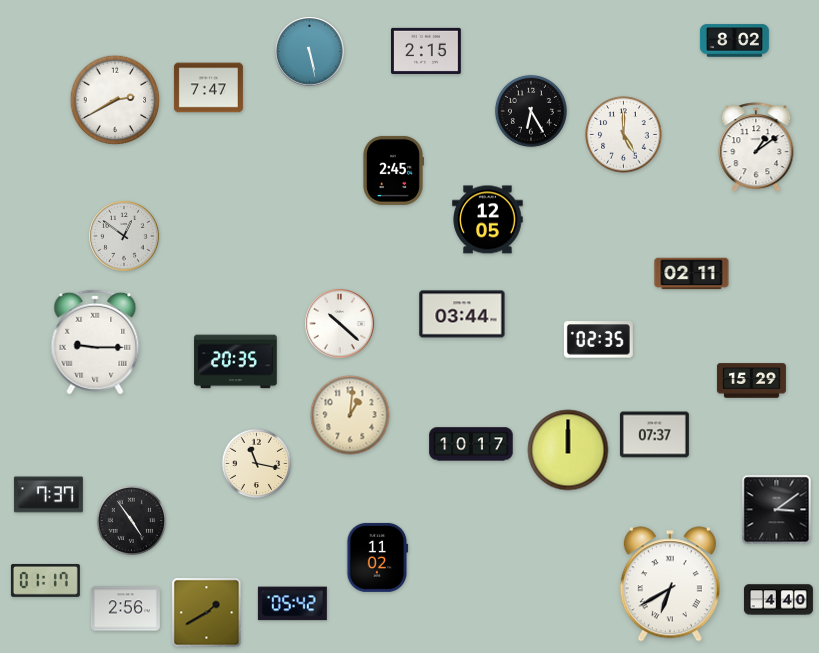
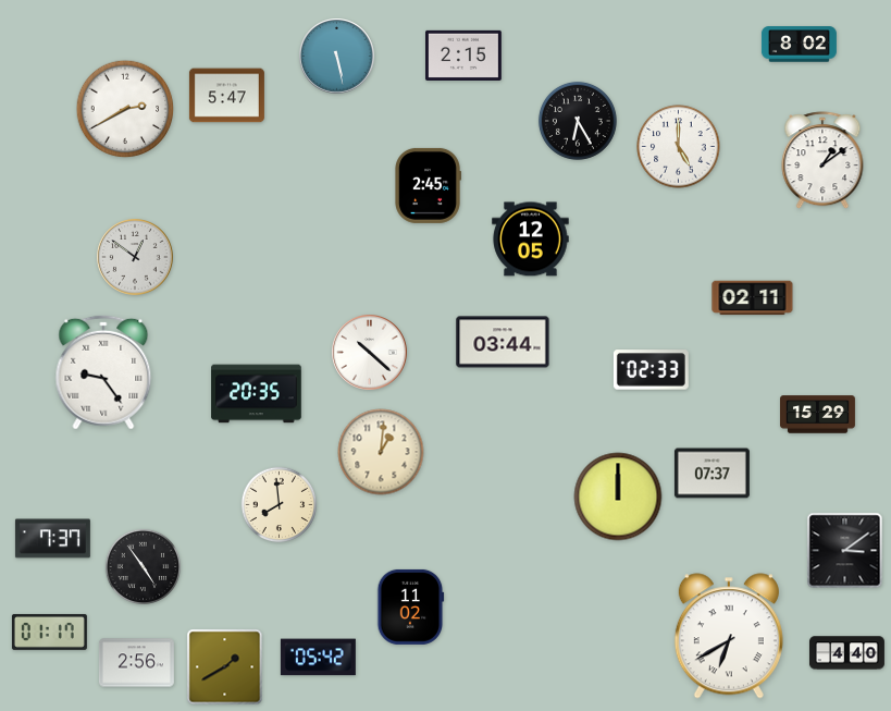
clock at (208, 88): 7:47 -> 5:47
clock at (598, 340): 02:35 -> 02:33
clock at (95, 342): 9:15 -> 9:24
clock at (471, 444): 10:17 -> none
clock at (568, 450) position: (568, 450) -> (618, 497)
clock at (257, 464): 11:17 -> 7:59
clock at (777, 510) position: (777, 510) -> (845, 551)
